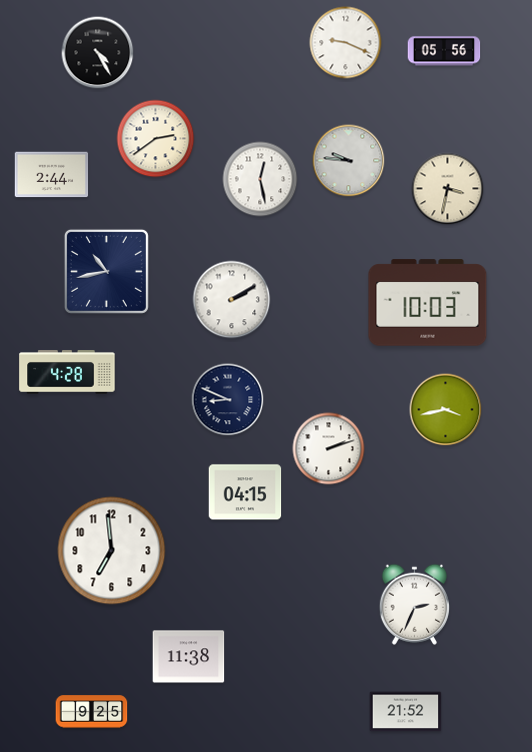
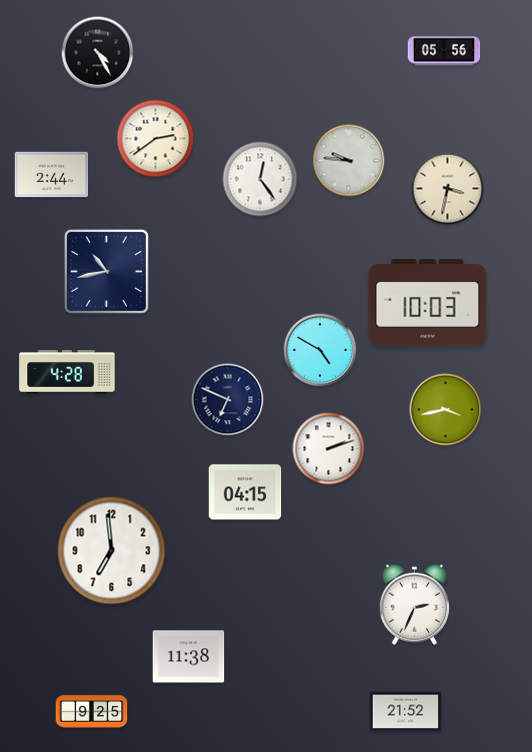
clock at (346, 43): 9:19 -> none
clock at (260, 179): 12:28 -> 12:24
clock at (232, 300): 2:10 -> none
clock at (320, 350): none -> 4:50
clock at (228, 400): 8:49 -> 6:49
